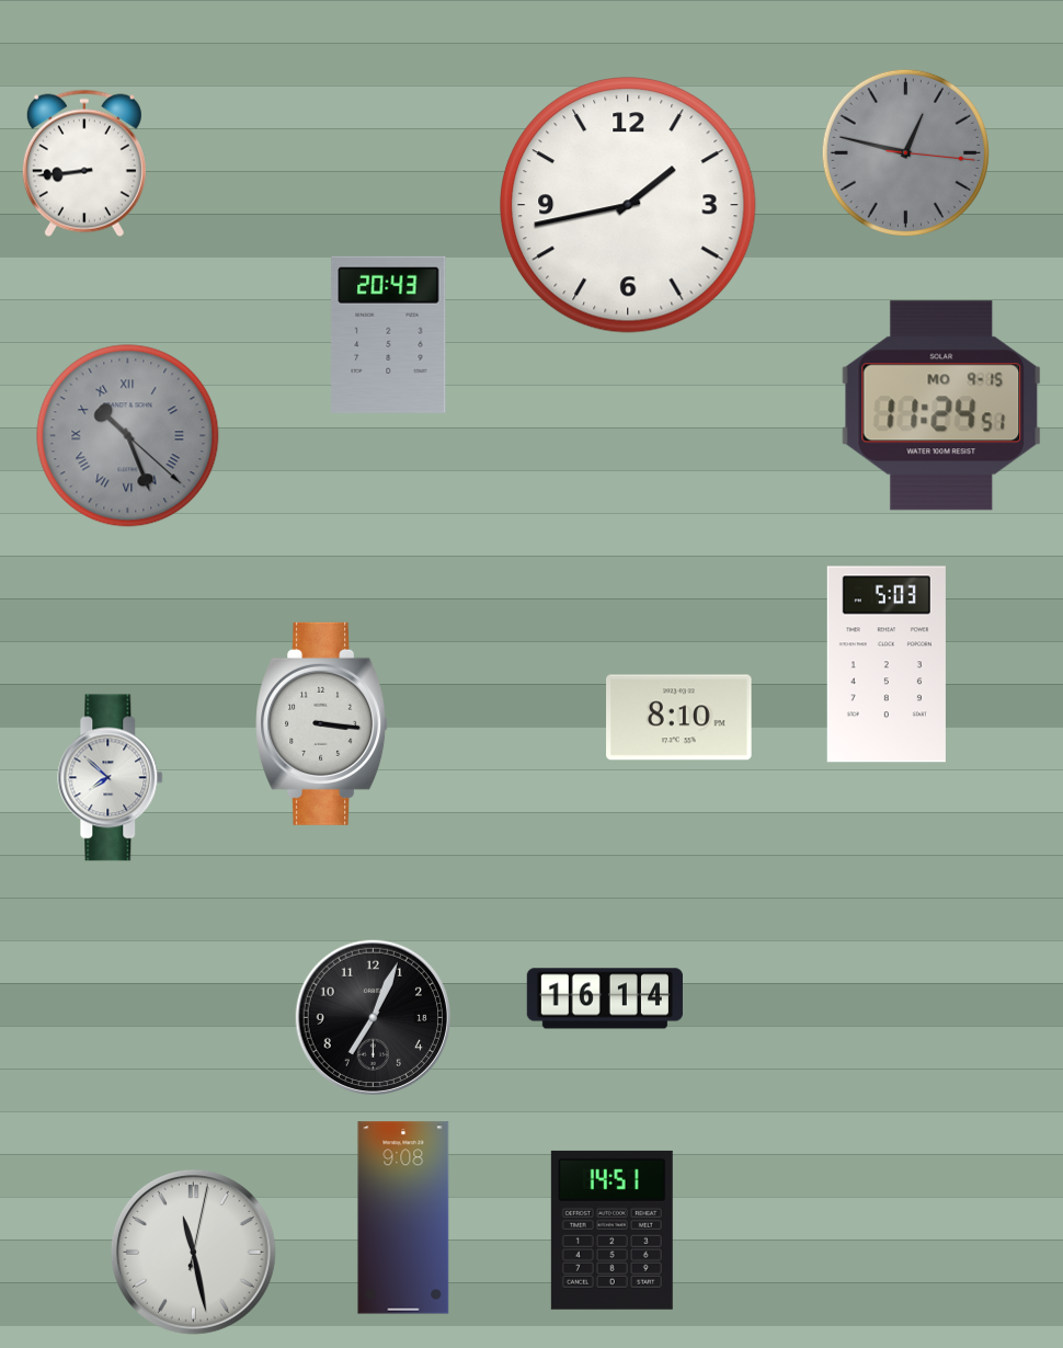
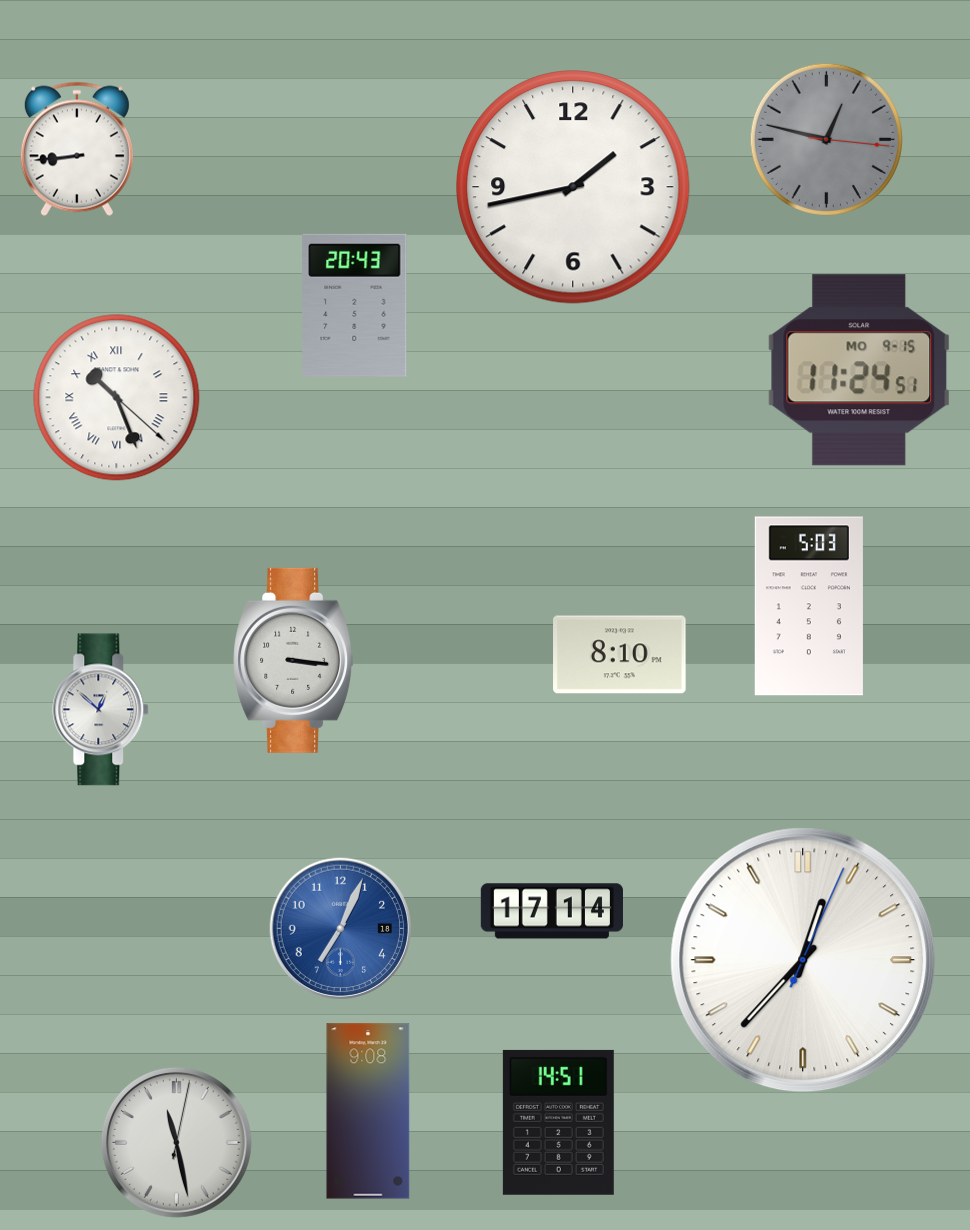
clock at (128, 436) dial: grey -> white
clock at (111, 778): 7:52 -> 12:52
clock at (605, 998): 16:14 -> 17:14
clock at (373, 1017) dial: black -> blue
clock at (803, 960): none -> 12:37
